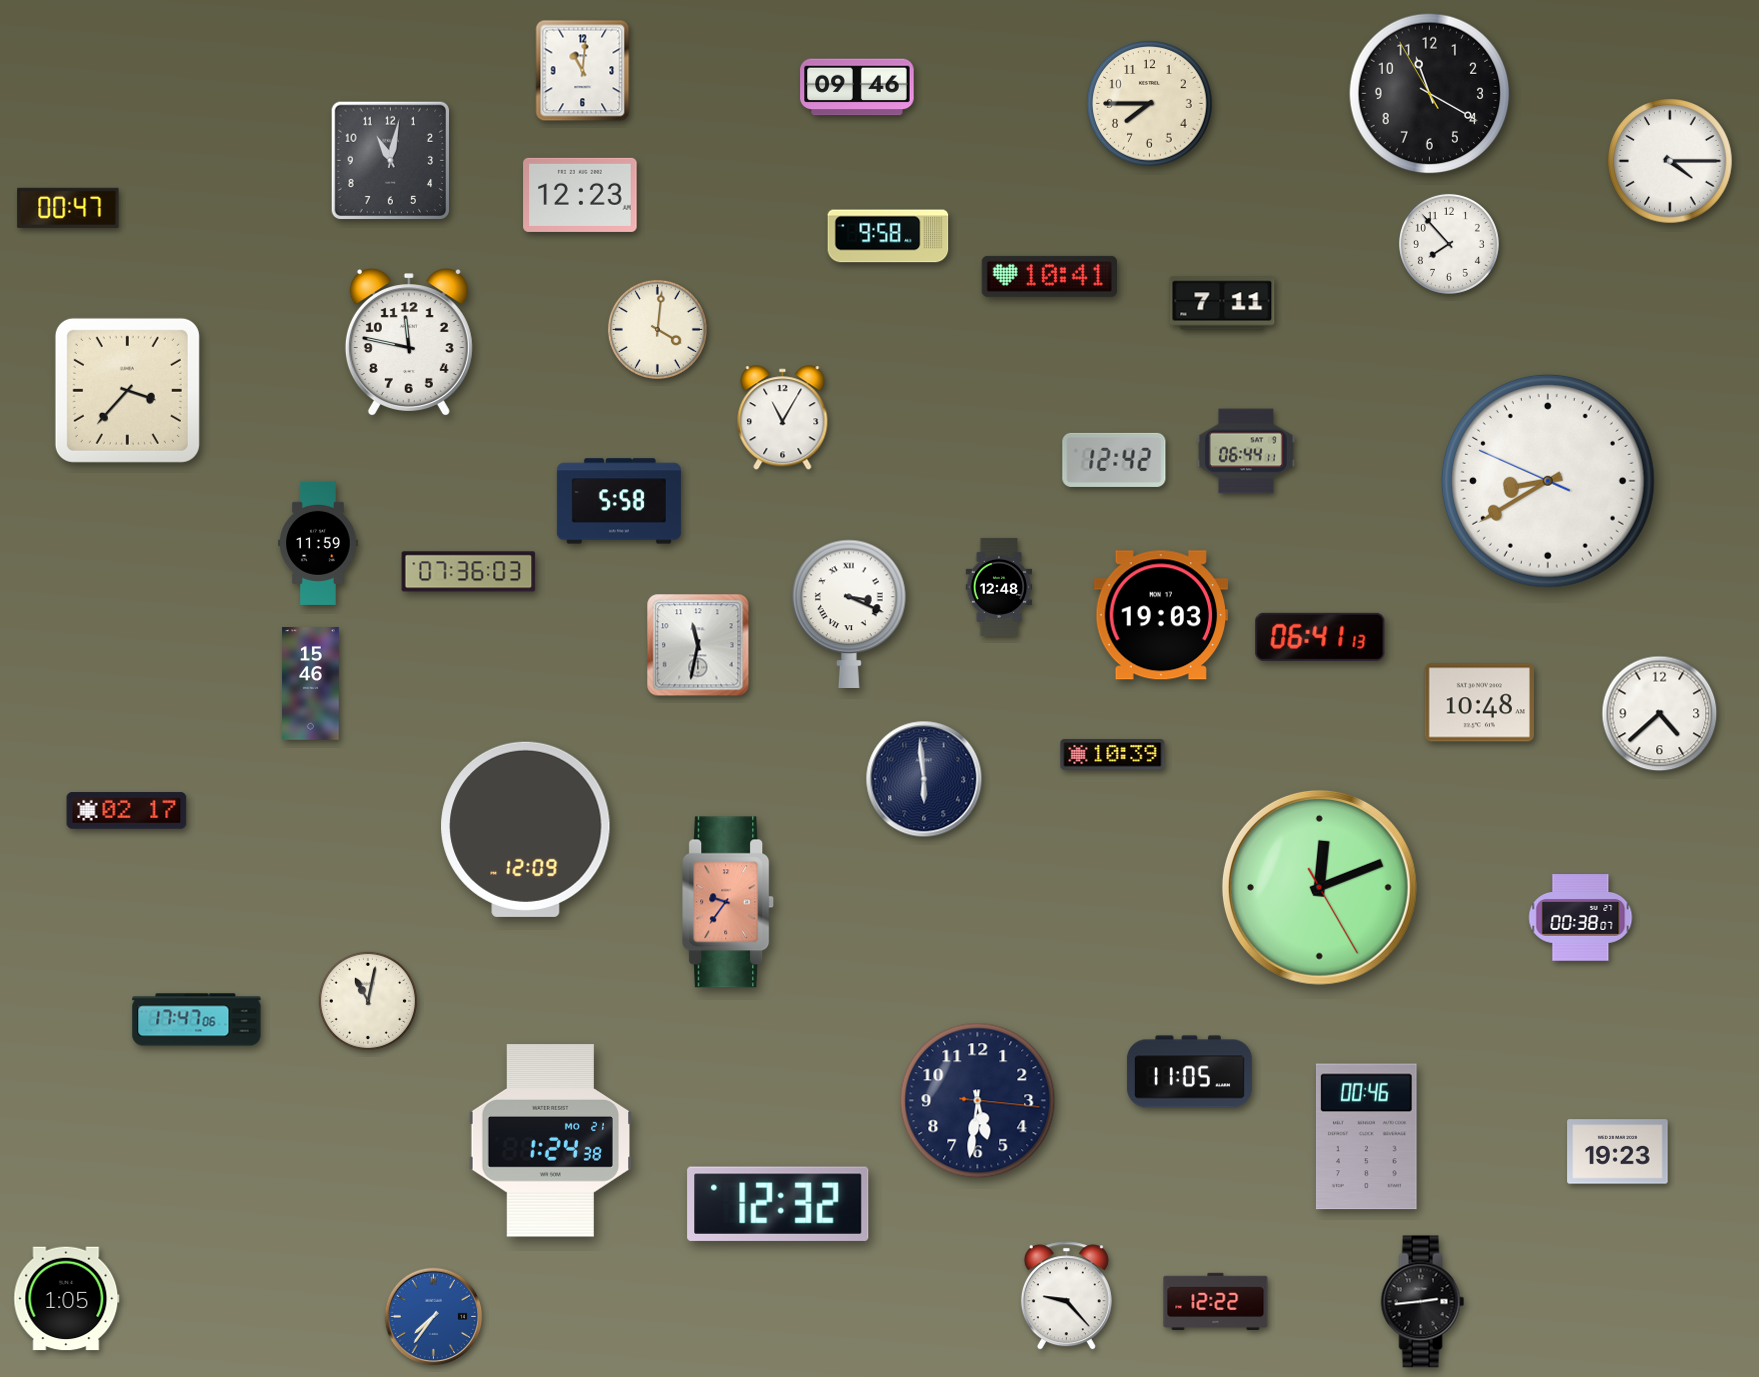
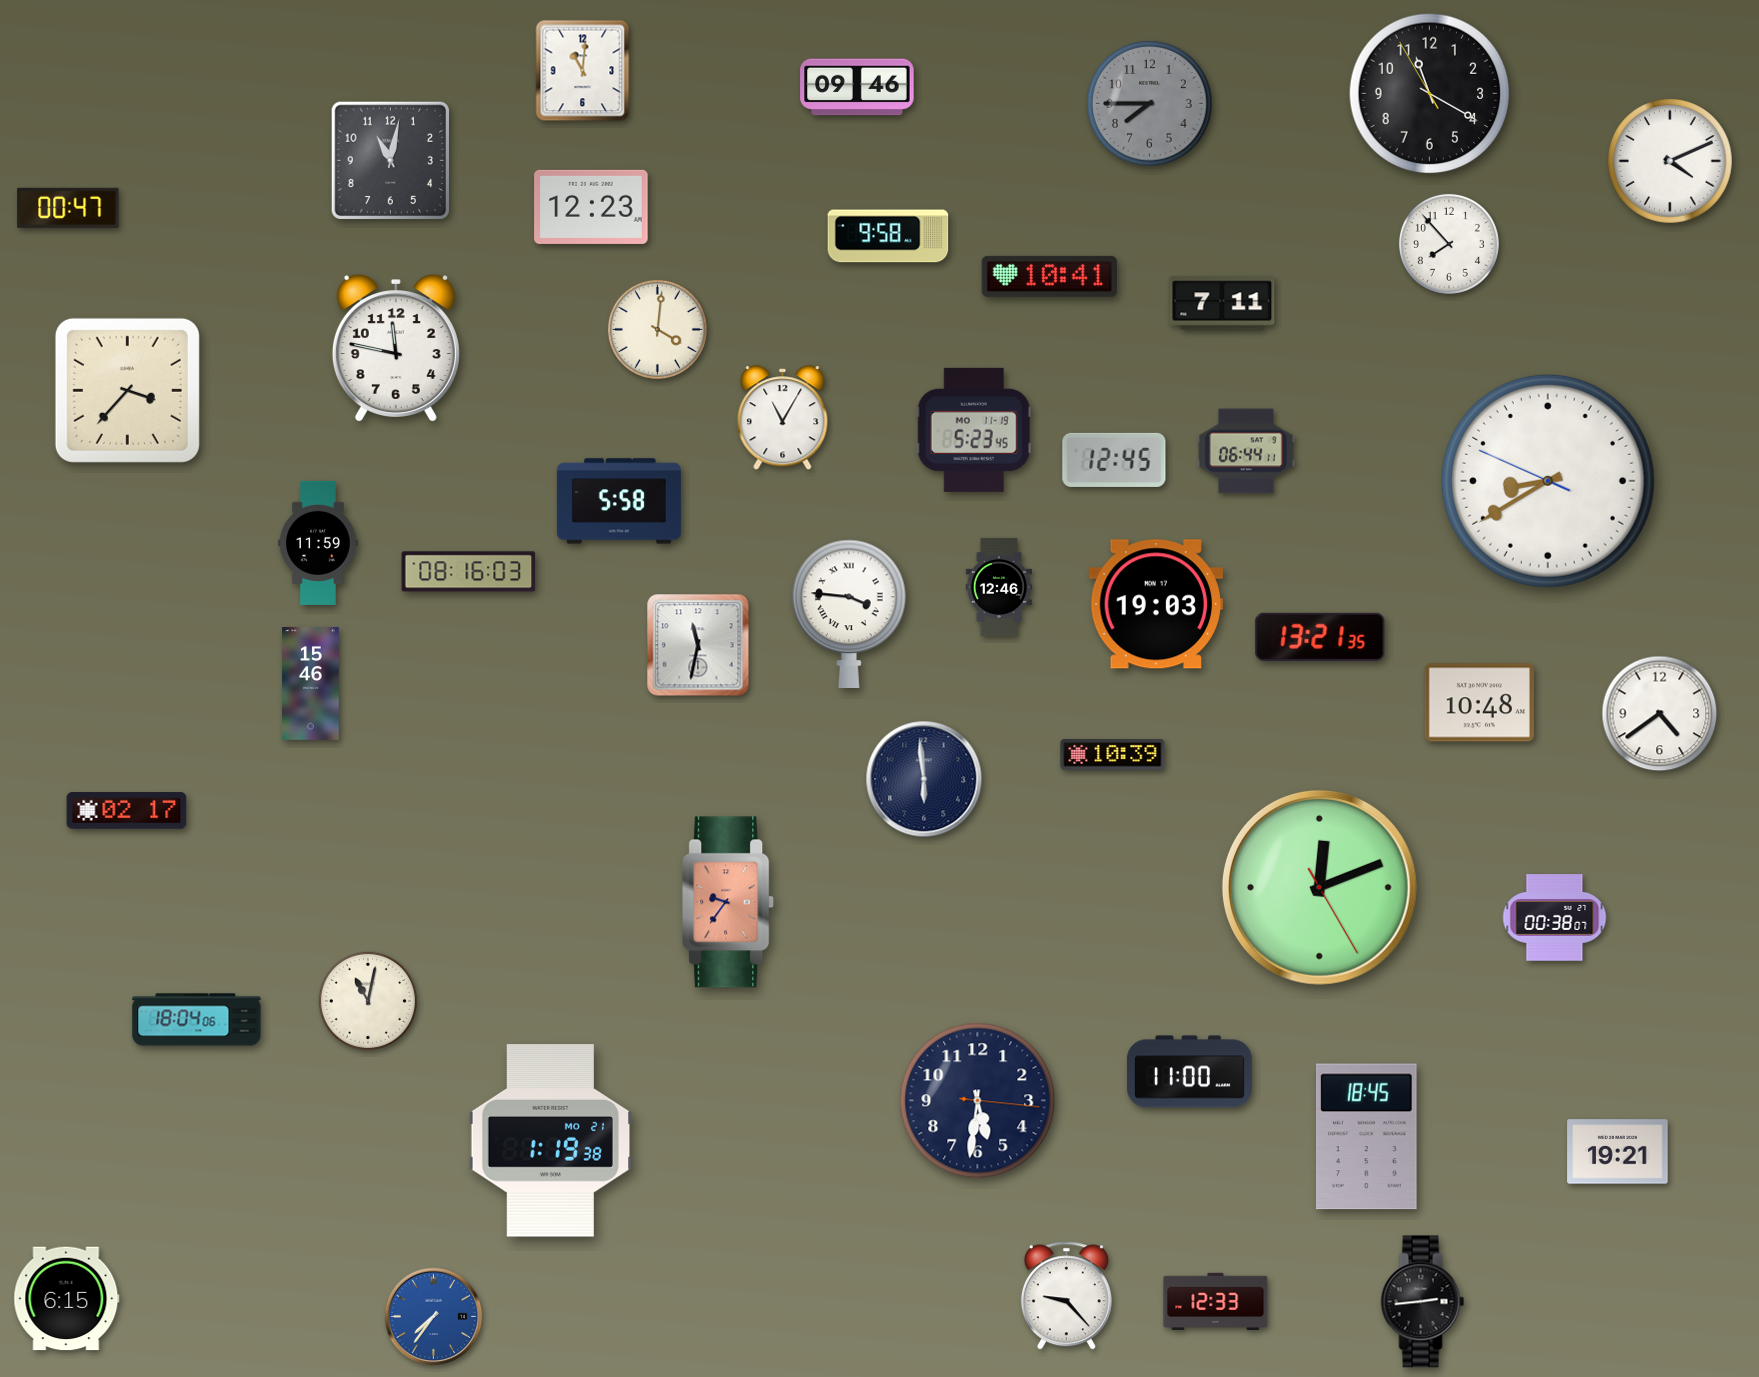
clock at (1150, 104) dial: cream -> grey
clock at (1671, 162): 4:15 -> 4:11
clock at (580, 195) position: (580, 195) -> (591, 207)
clock at (409, 342) position: (409, 342) -> (396, 348)
clock at (974, 430): none -> 5:23
clock at (1114, 460): 12:42 -> 12:45
clock at (469, 572): 07:36 -> 08:16
clock at (999, 587): 12:48 -> 12:46
clock at (849, 614): 3:19 -> 3:46
clock at (1161, 615) position: (1161, 615) -> (1156, 604)
clock at (1320, 637): 06:41 -> 13:21
clock at (1660, 714): 4:38 -> 4:39
clock at (526, 829): 12:09 -> none
clock at (1581, 918) position: (1581, 918) -> (1555, 918)
clock at (197, 1020): 17:47 -> 18:04
clock at (1189, 1072): 11:05 -> 11:00
clock at (1366, 1137): 00:46 -> 18:45
clock at (551, 1141): 1:24 -> 1:19
clock at (1618, 1152): 19:23 -> 19:21
clock at (778, 1204): 12:32 -> none
clock at (67, 1299): 1:05 -> 6:15
clock at (1216, 1301): 12:22 -> 12:33
